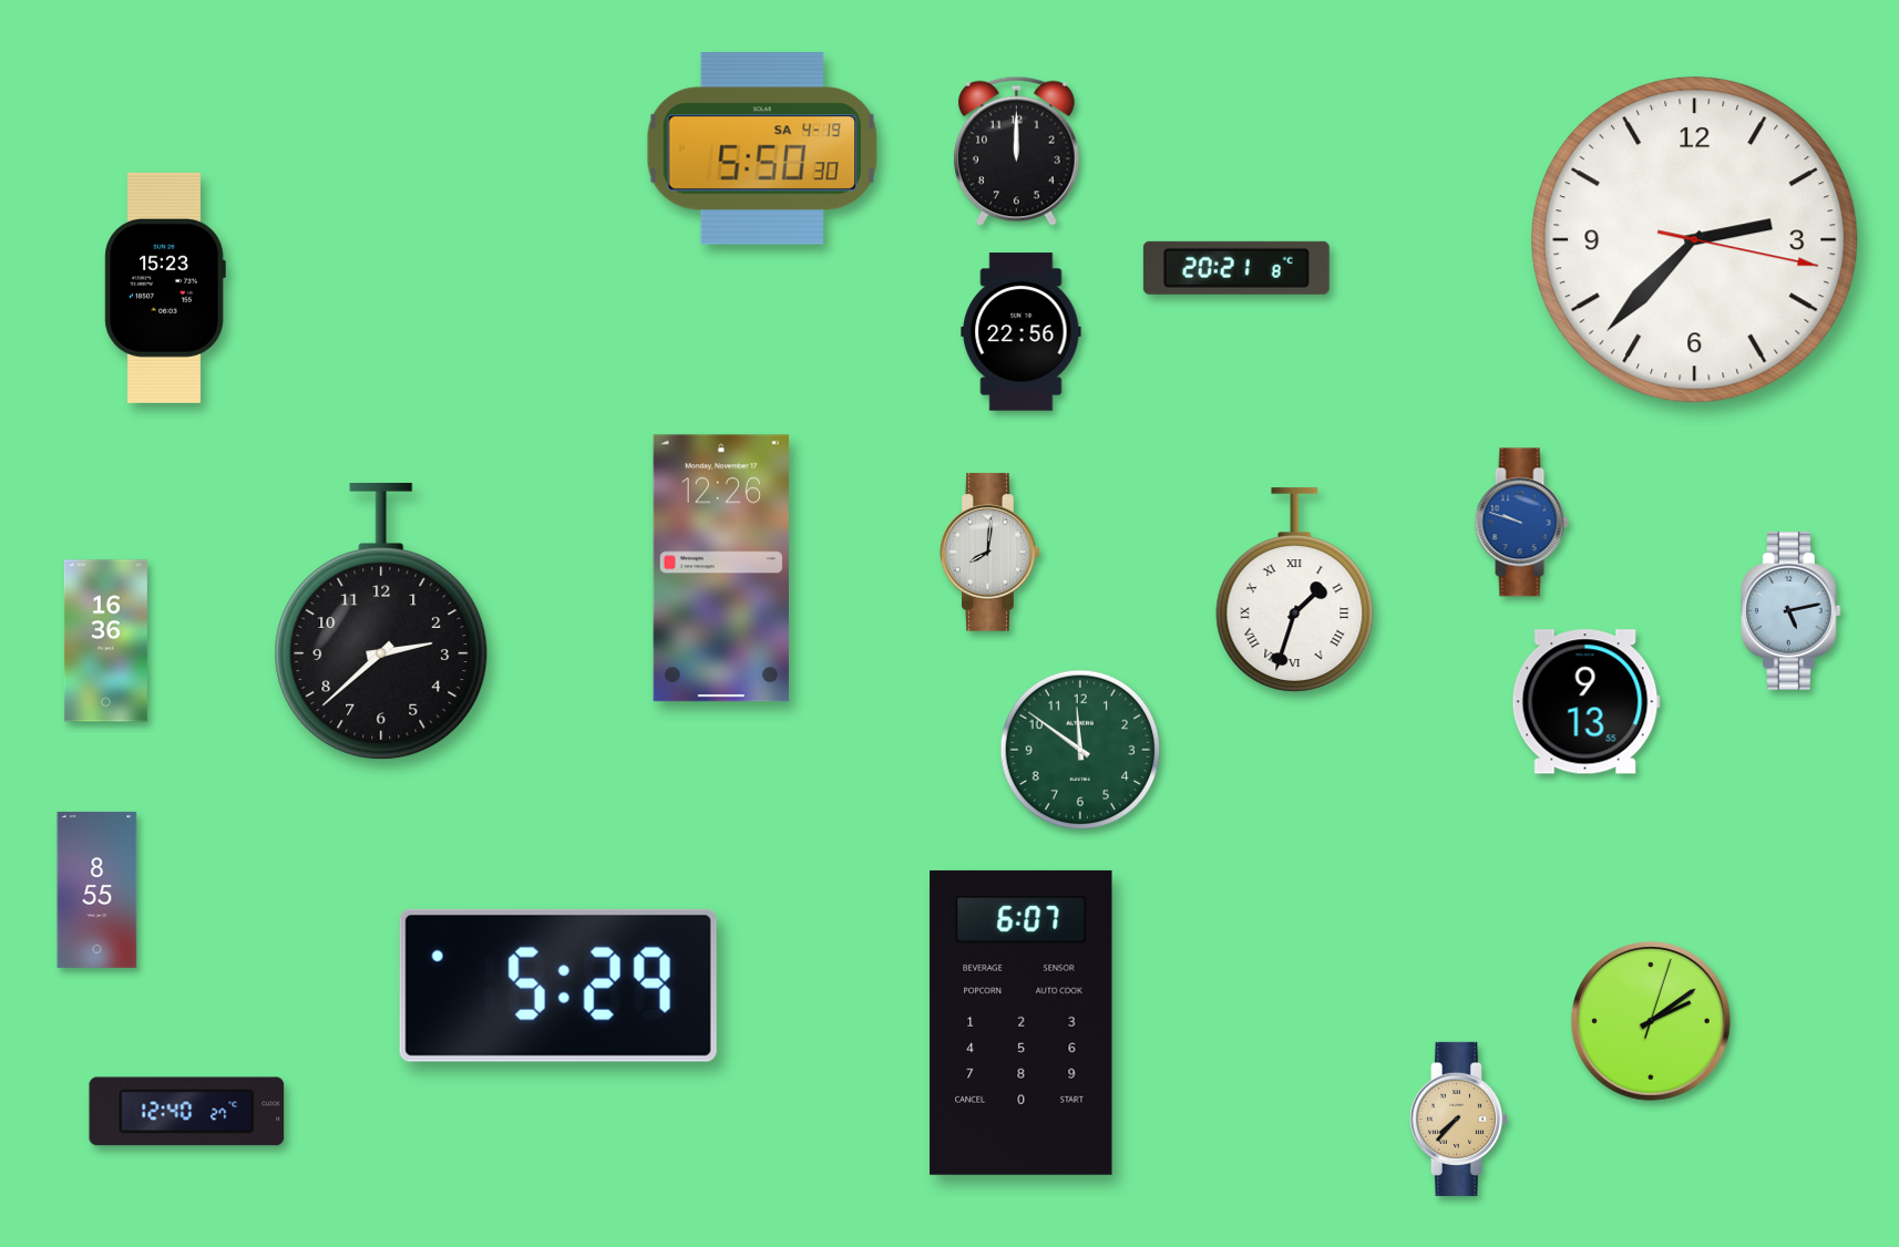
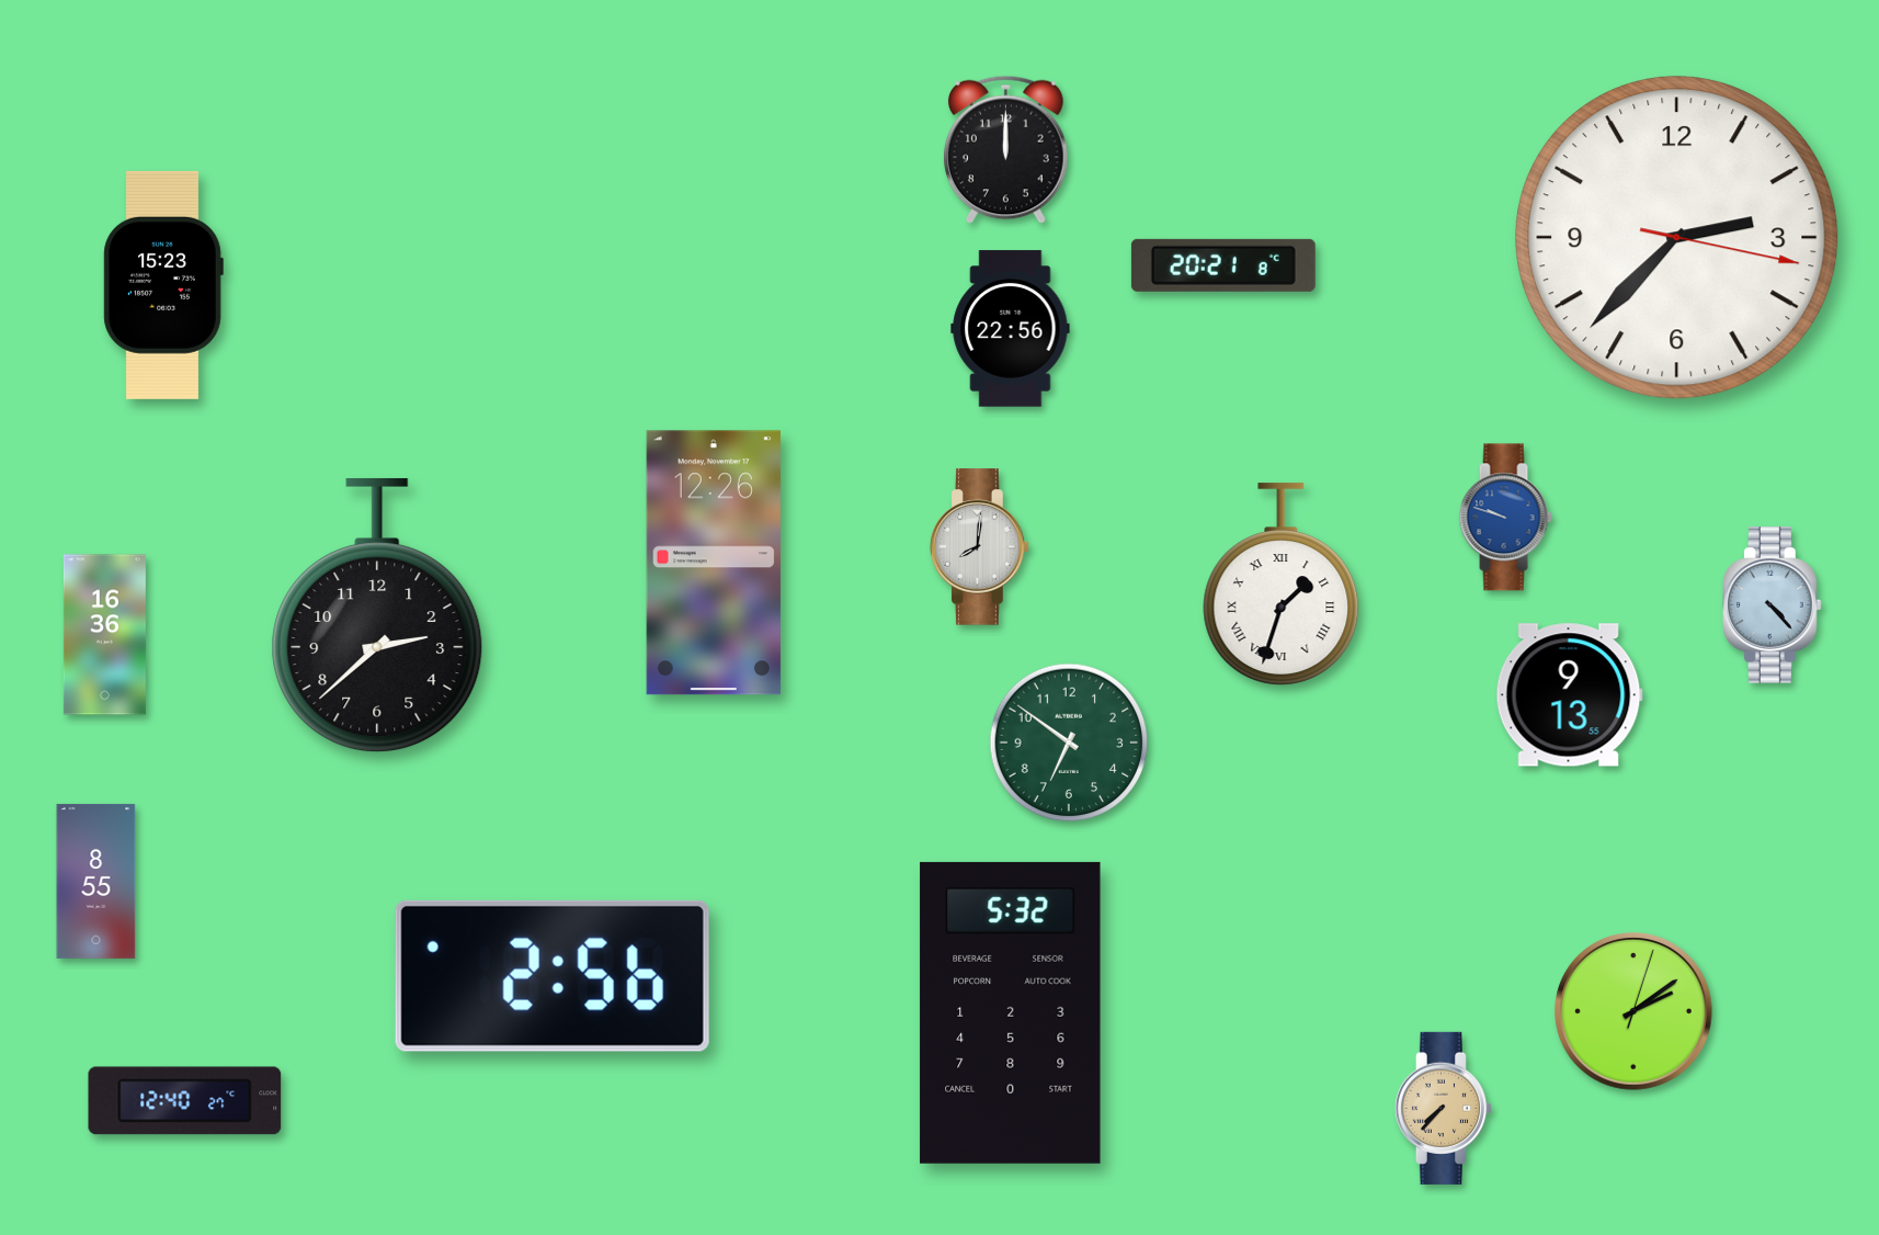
clock at (762, 148): 5:50 -> none
clock at (1792, 611): 5:13 -> 4:23
clock at (1080, 750): 11:51 -> 6:51
clock at (558, 986): 5:29 -> 2:56
clock at (1022, 1022): 6:07 -> 5:32
